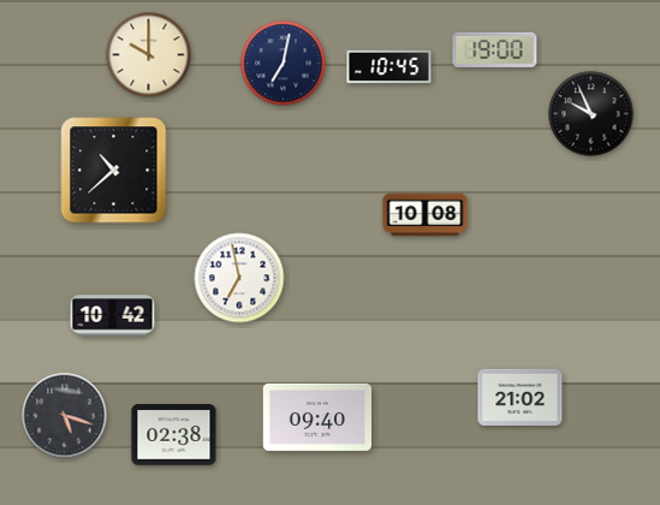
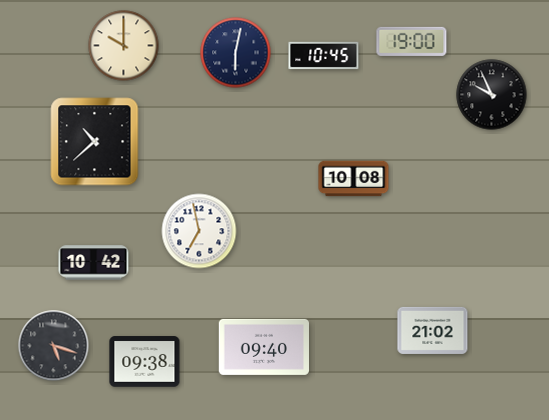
clock at (284, 64): 7:02 -> 6:02
clock at (174, 435): 02:38 -> 09:38
